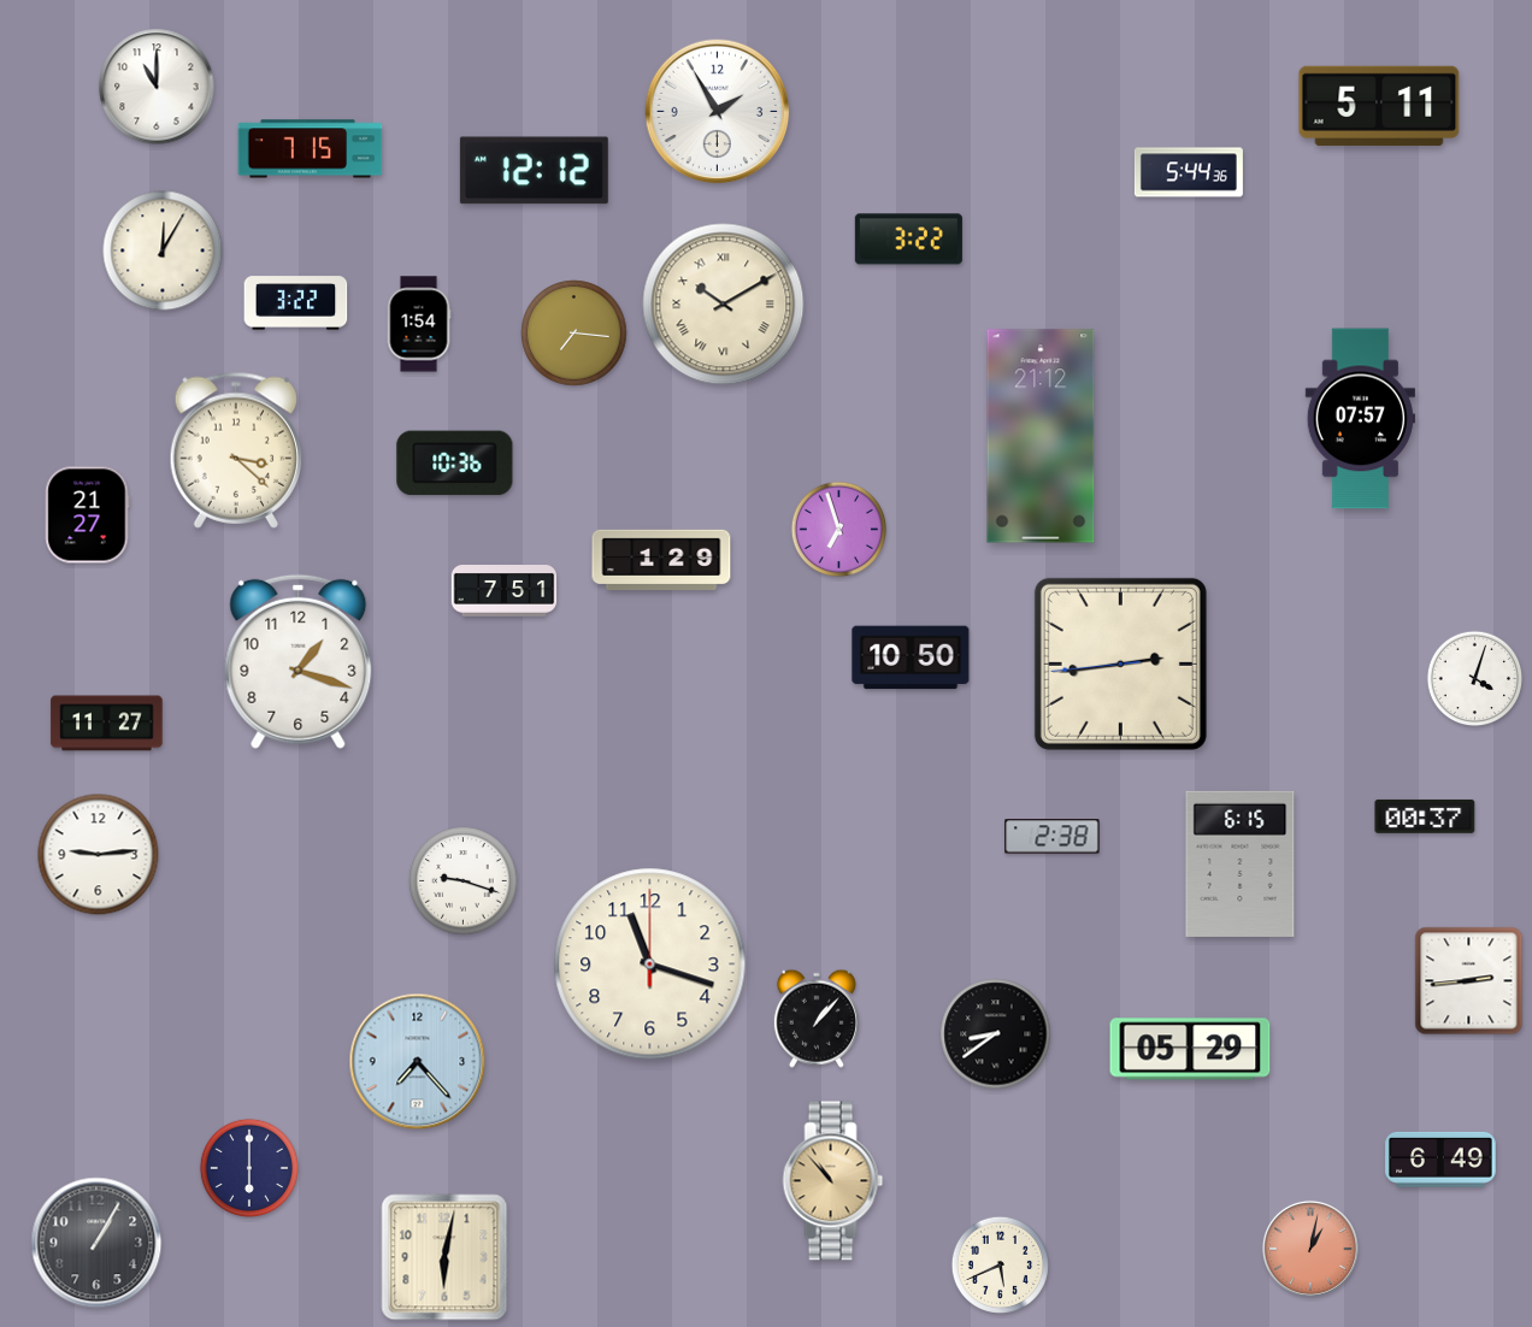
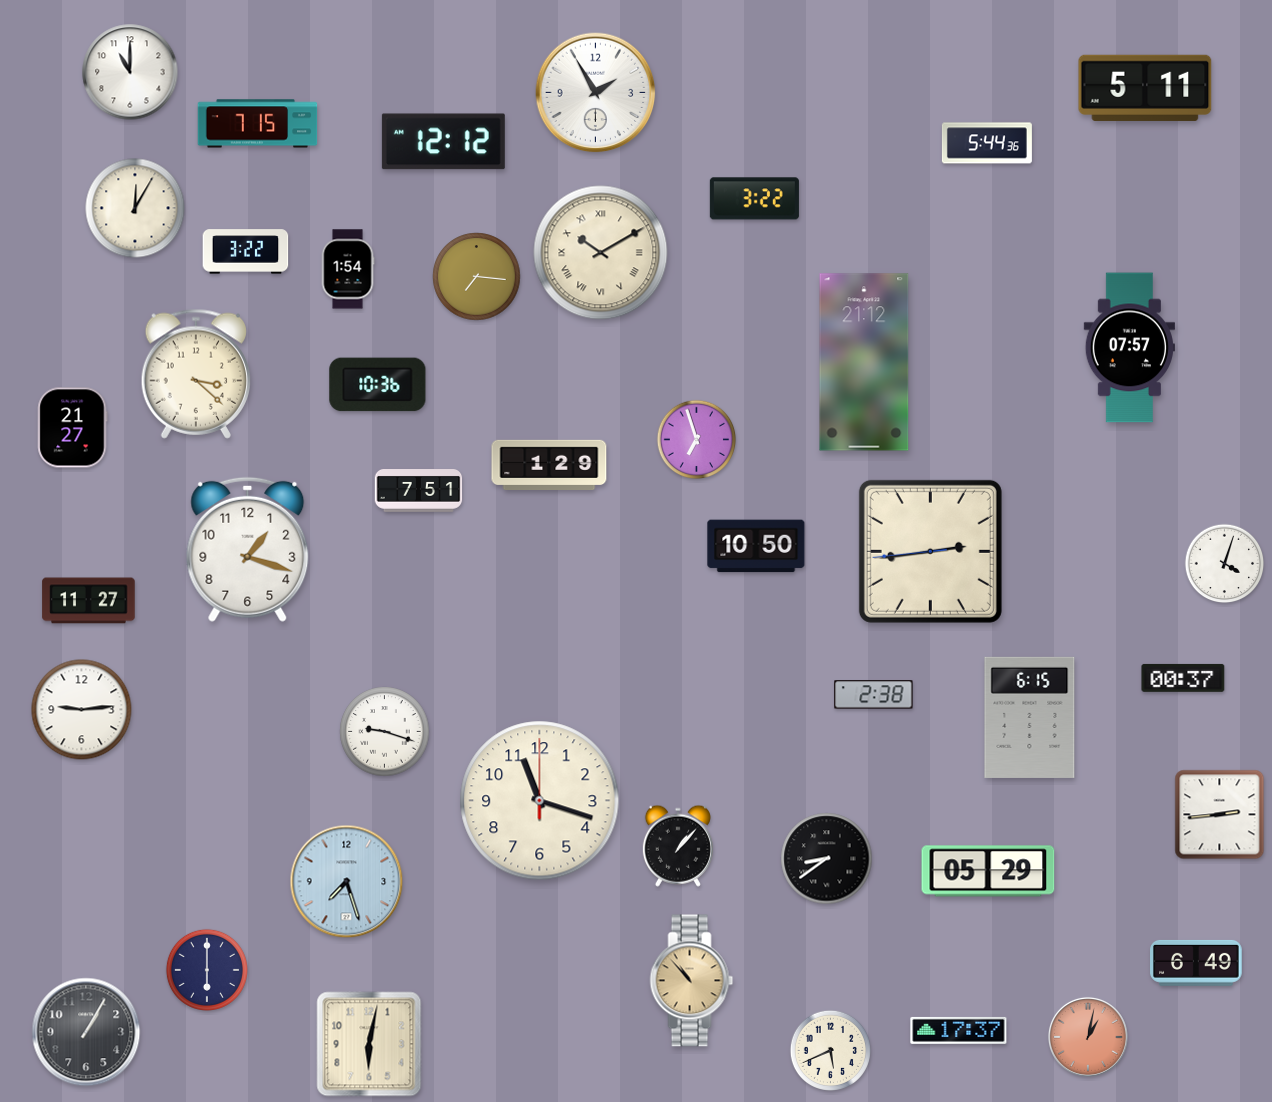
clock at (418, 1062): 7:23 -> 7:27
clock at (959, 1030): none -> 17:37
clock at (96, 1243) position: (96, 1243) -> (86, 1032)
